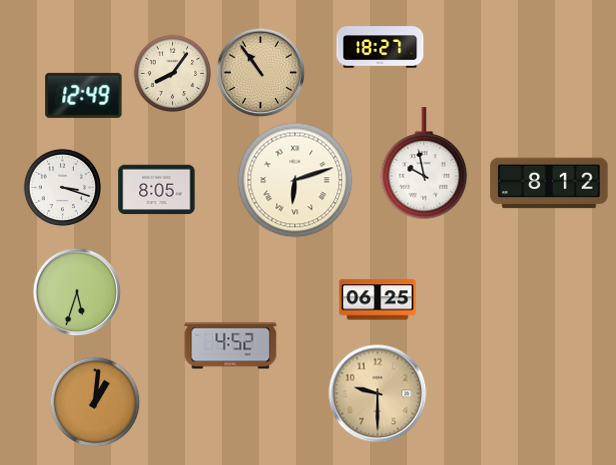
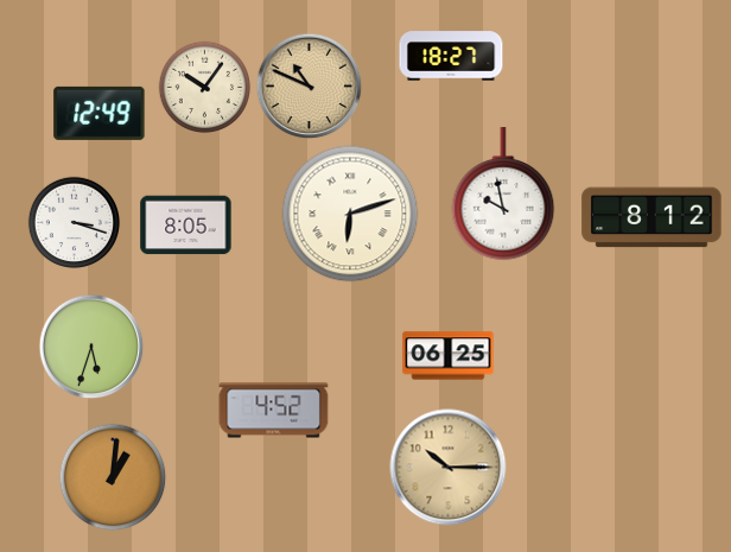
clock at (260, 72): 10:54 -> 10:49
clock at (172, 73): 8:06 -> 10:06
clock at (378, 394): 9:30 -> 10:15
